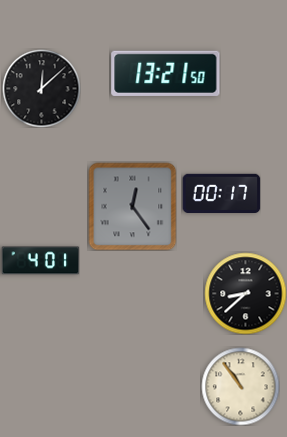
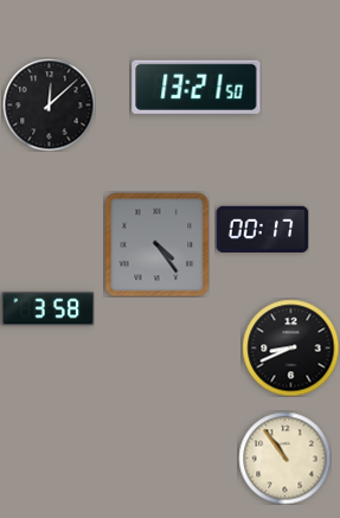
clock at (132, 206): 12:24 -> 4:24
clock at (40, 261): 4:01 -> 3:58
clock at (245, 293): 8:38 -> 8:41
